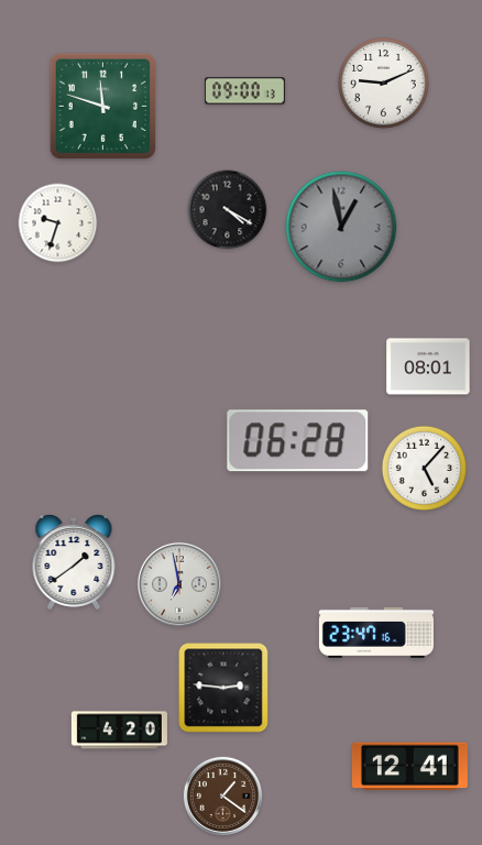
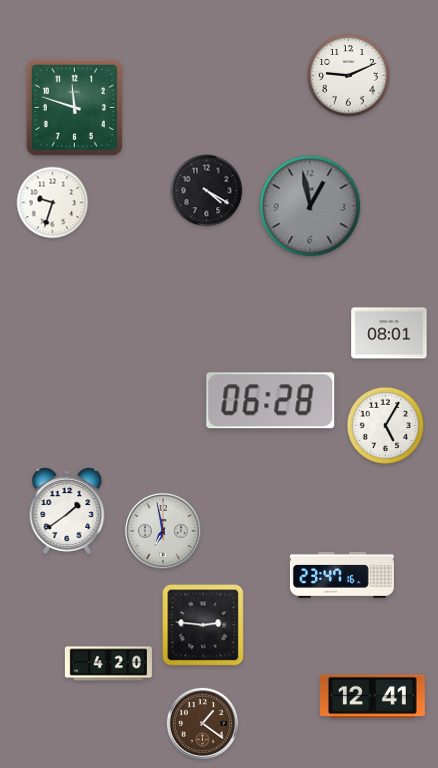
clock at (245, 91): 09:00 -> none
clock at (102, 106) position: (102, 106) -> (74, 107)
clock at (424, 468): 5:07 -> 5:05
